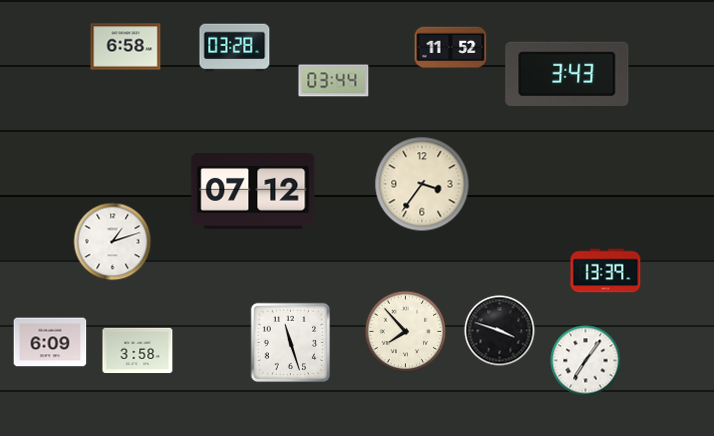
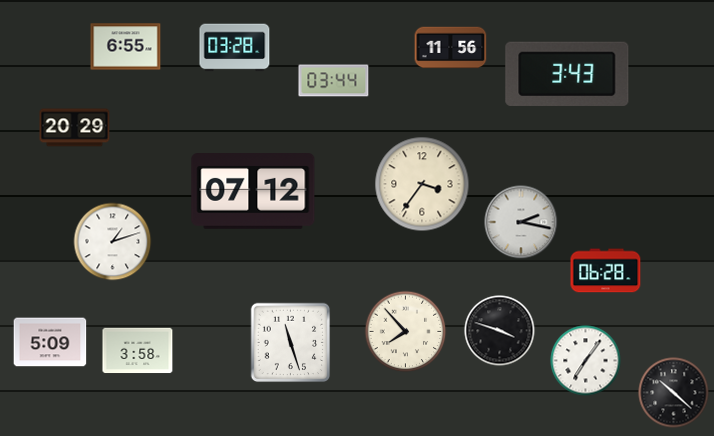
clock at (126, 47): 6:58 -> 6:55
clock at (451, 48): 11:52 -> 11:56
clock at (75, 128): none -> 20:29
clock at (521, 222): none -> 2:17
clock at (606, 271): 13:39 -> 06:28
clock at (50, 342): 6:09 -> 5:09
clock at (674, 393): none -> 10:22
